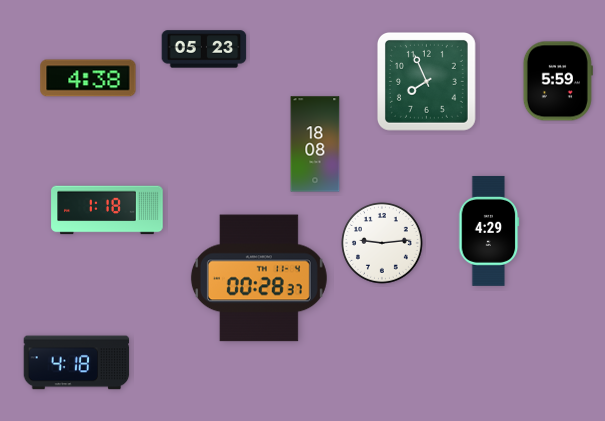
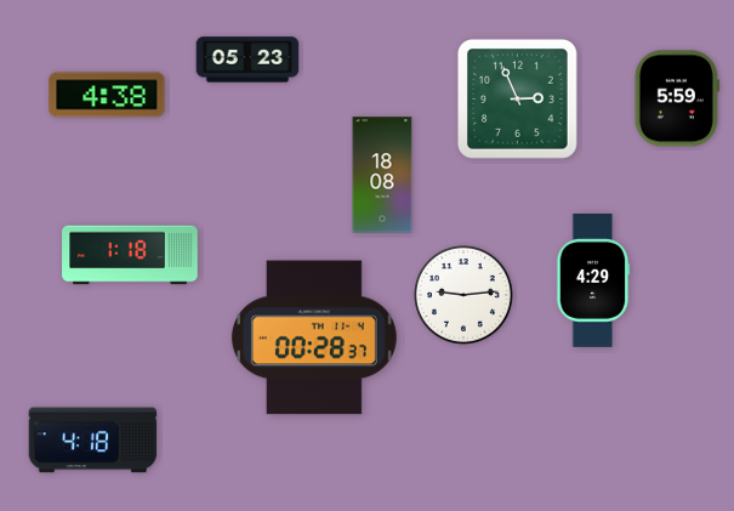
clock at (426, 81): 7:56 -> 2:56
